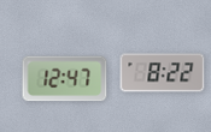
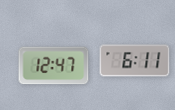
clock at (163, 73): 8:22 -> 6:11
